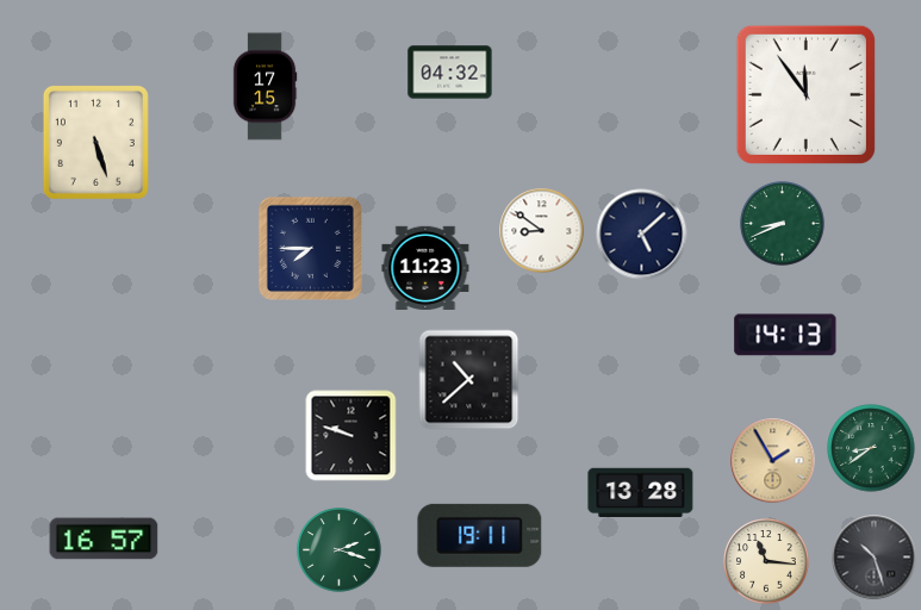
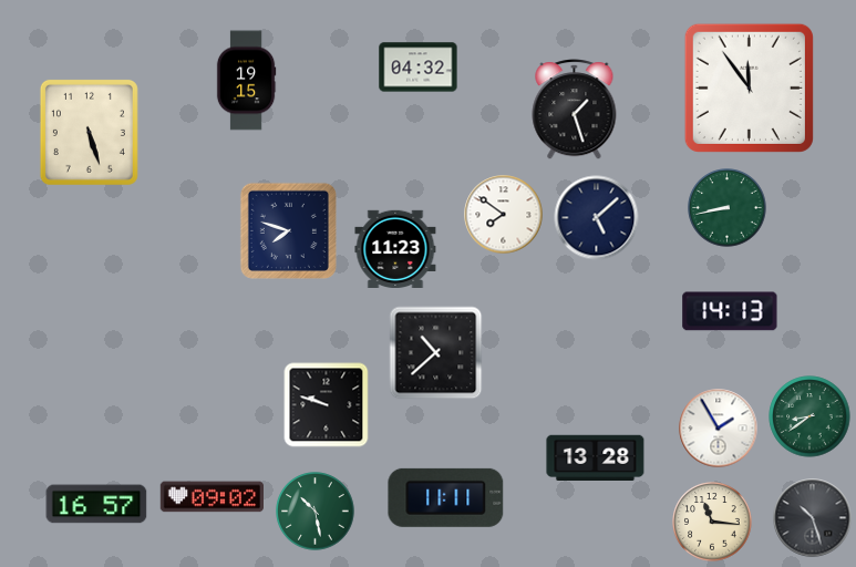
clock at (265, 87): 17:15 -> 19:15
clock at (575, 110): none -> 1:27
clock at (783, 224): 8:41 -> 8:43
clock at (542, 231): 8:51 -> 7:51
clock at (310, 248): 7:45 -> 7:48
clock at (773, 461) dial: champagne -> white
clock at (212, 497): none -> 09:02
clock at (480, 535): 19:11 -> 11:11
clock at (104, 539) position: (104, 539) -> (96, 504)
clock at (340, 550): 2:18 -> 10:28
